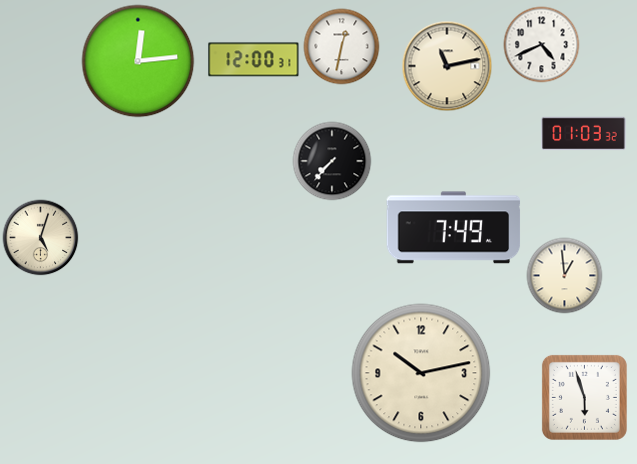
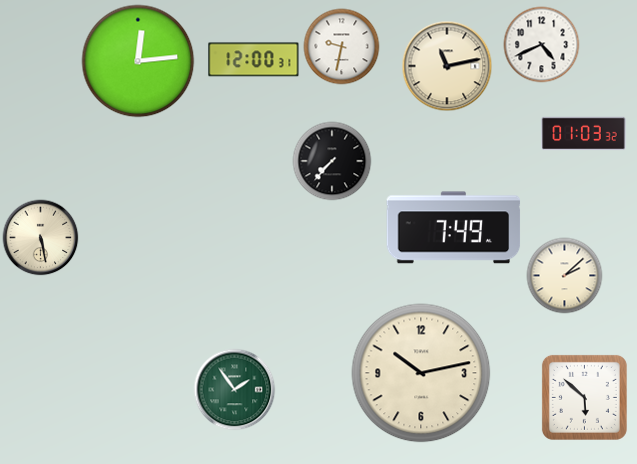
clock at (342, 47): 12:32 -> 9:32
clock at (41, 238): 5:03 -> 5:28
clock at (565, 276): 12:59 -> 2:08
clock at (235, 390): none -> 1:54
clock at (584, 397): 5:57 -> 5:52
